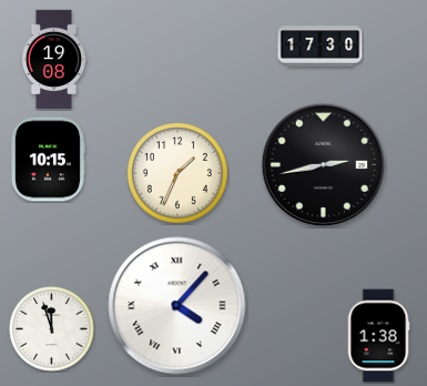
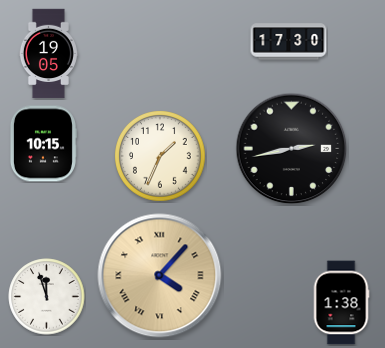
clock at (53, 60): 19:08 -> 19:05
clock at (177, 306) dial: white -> champagne
